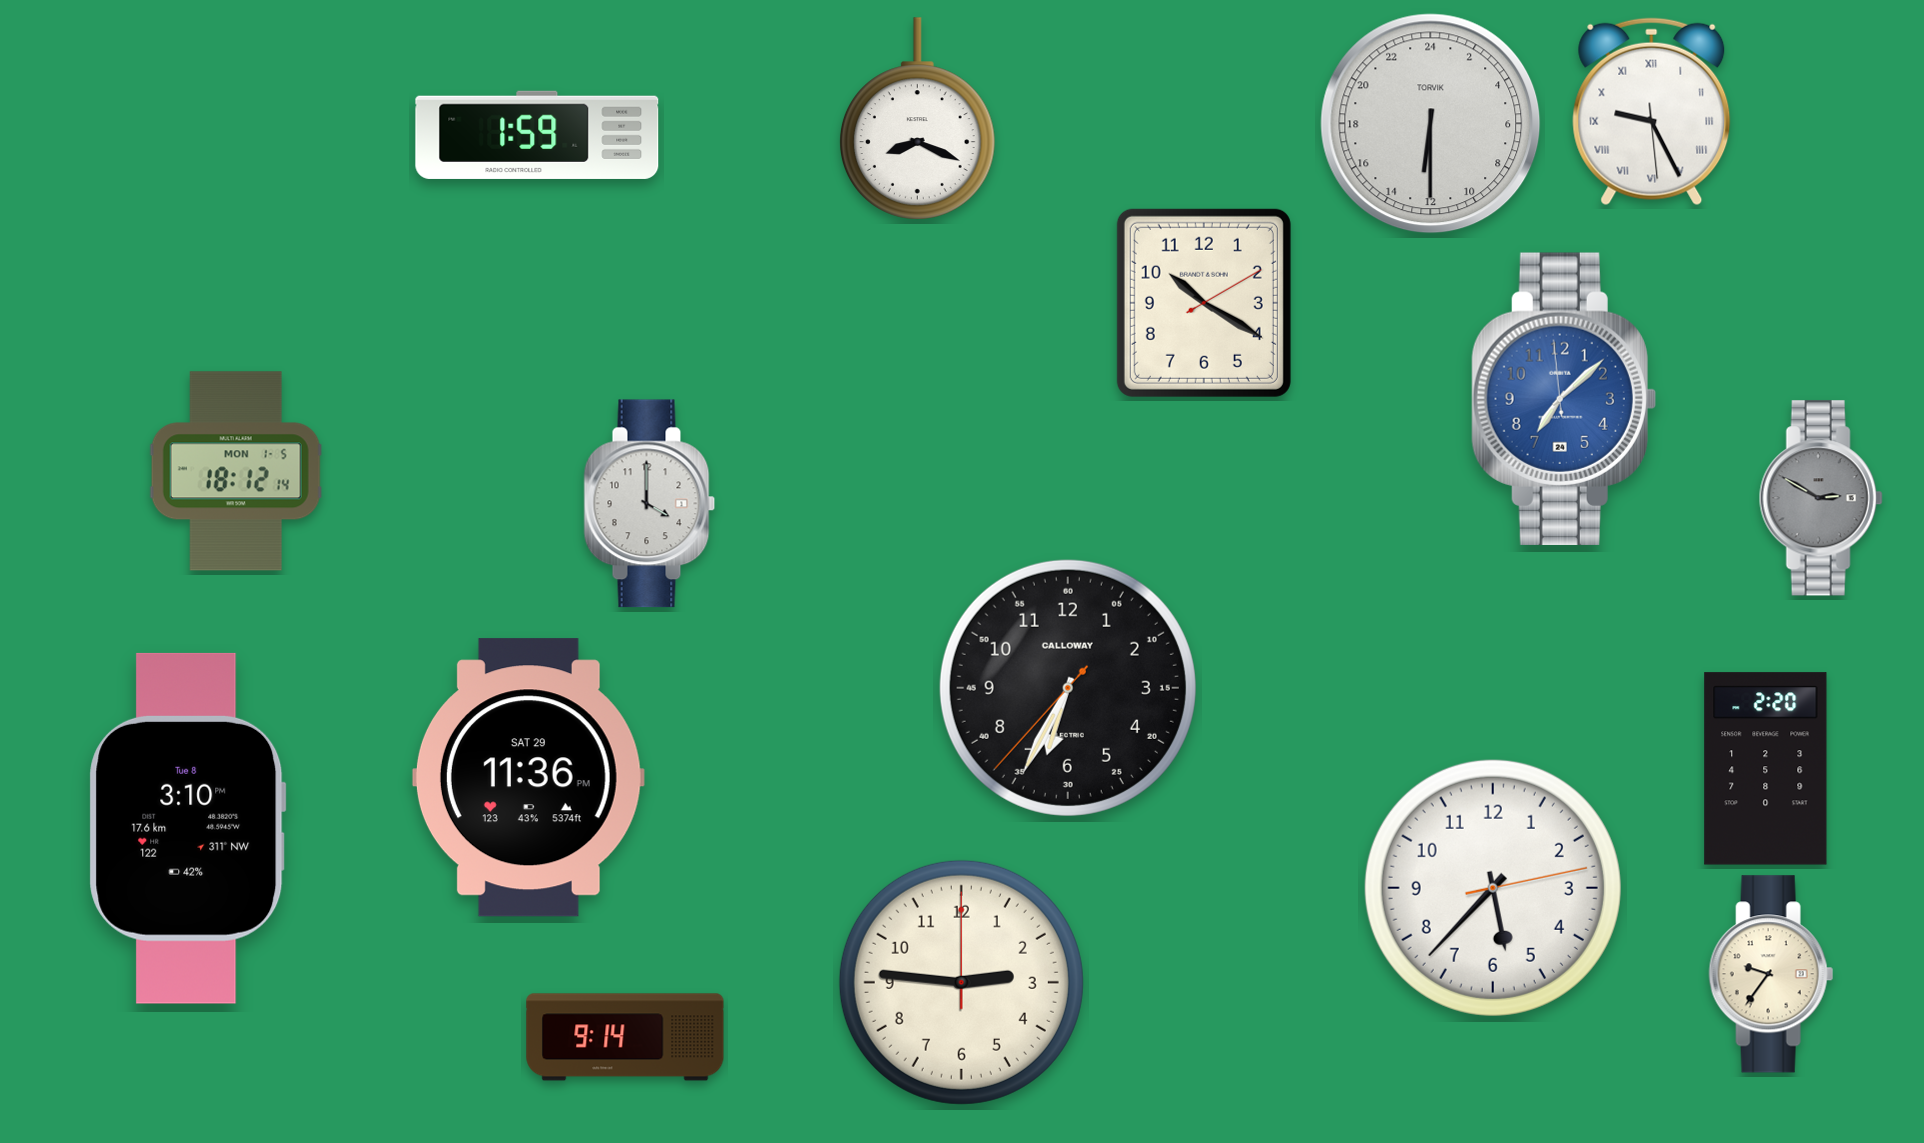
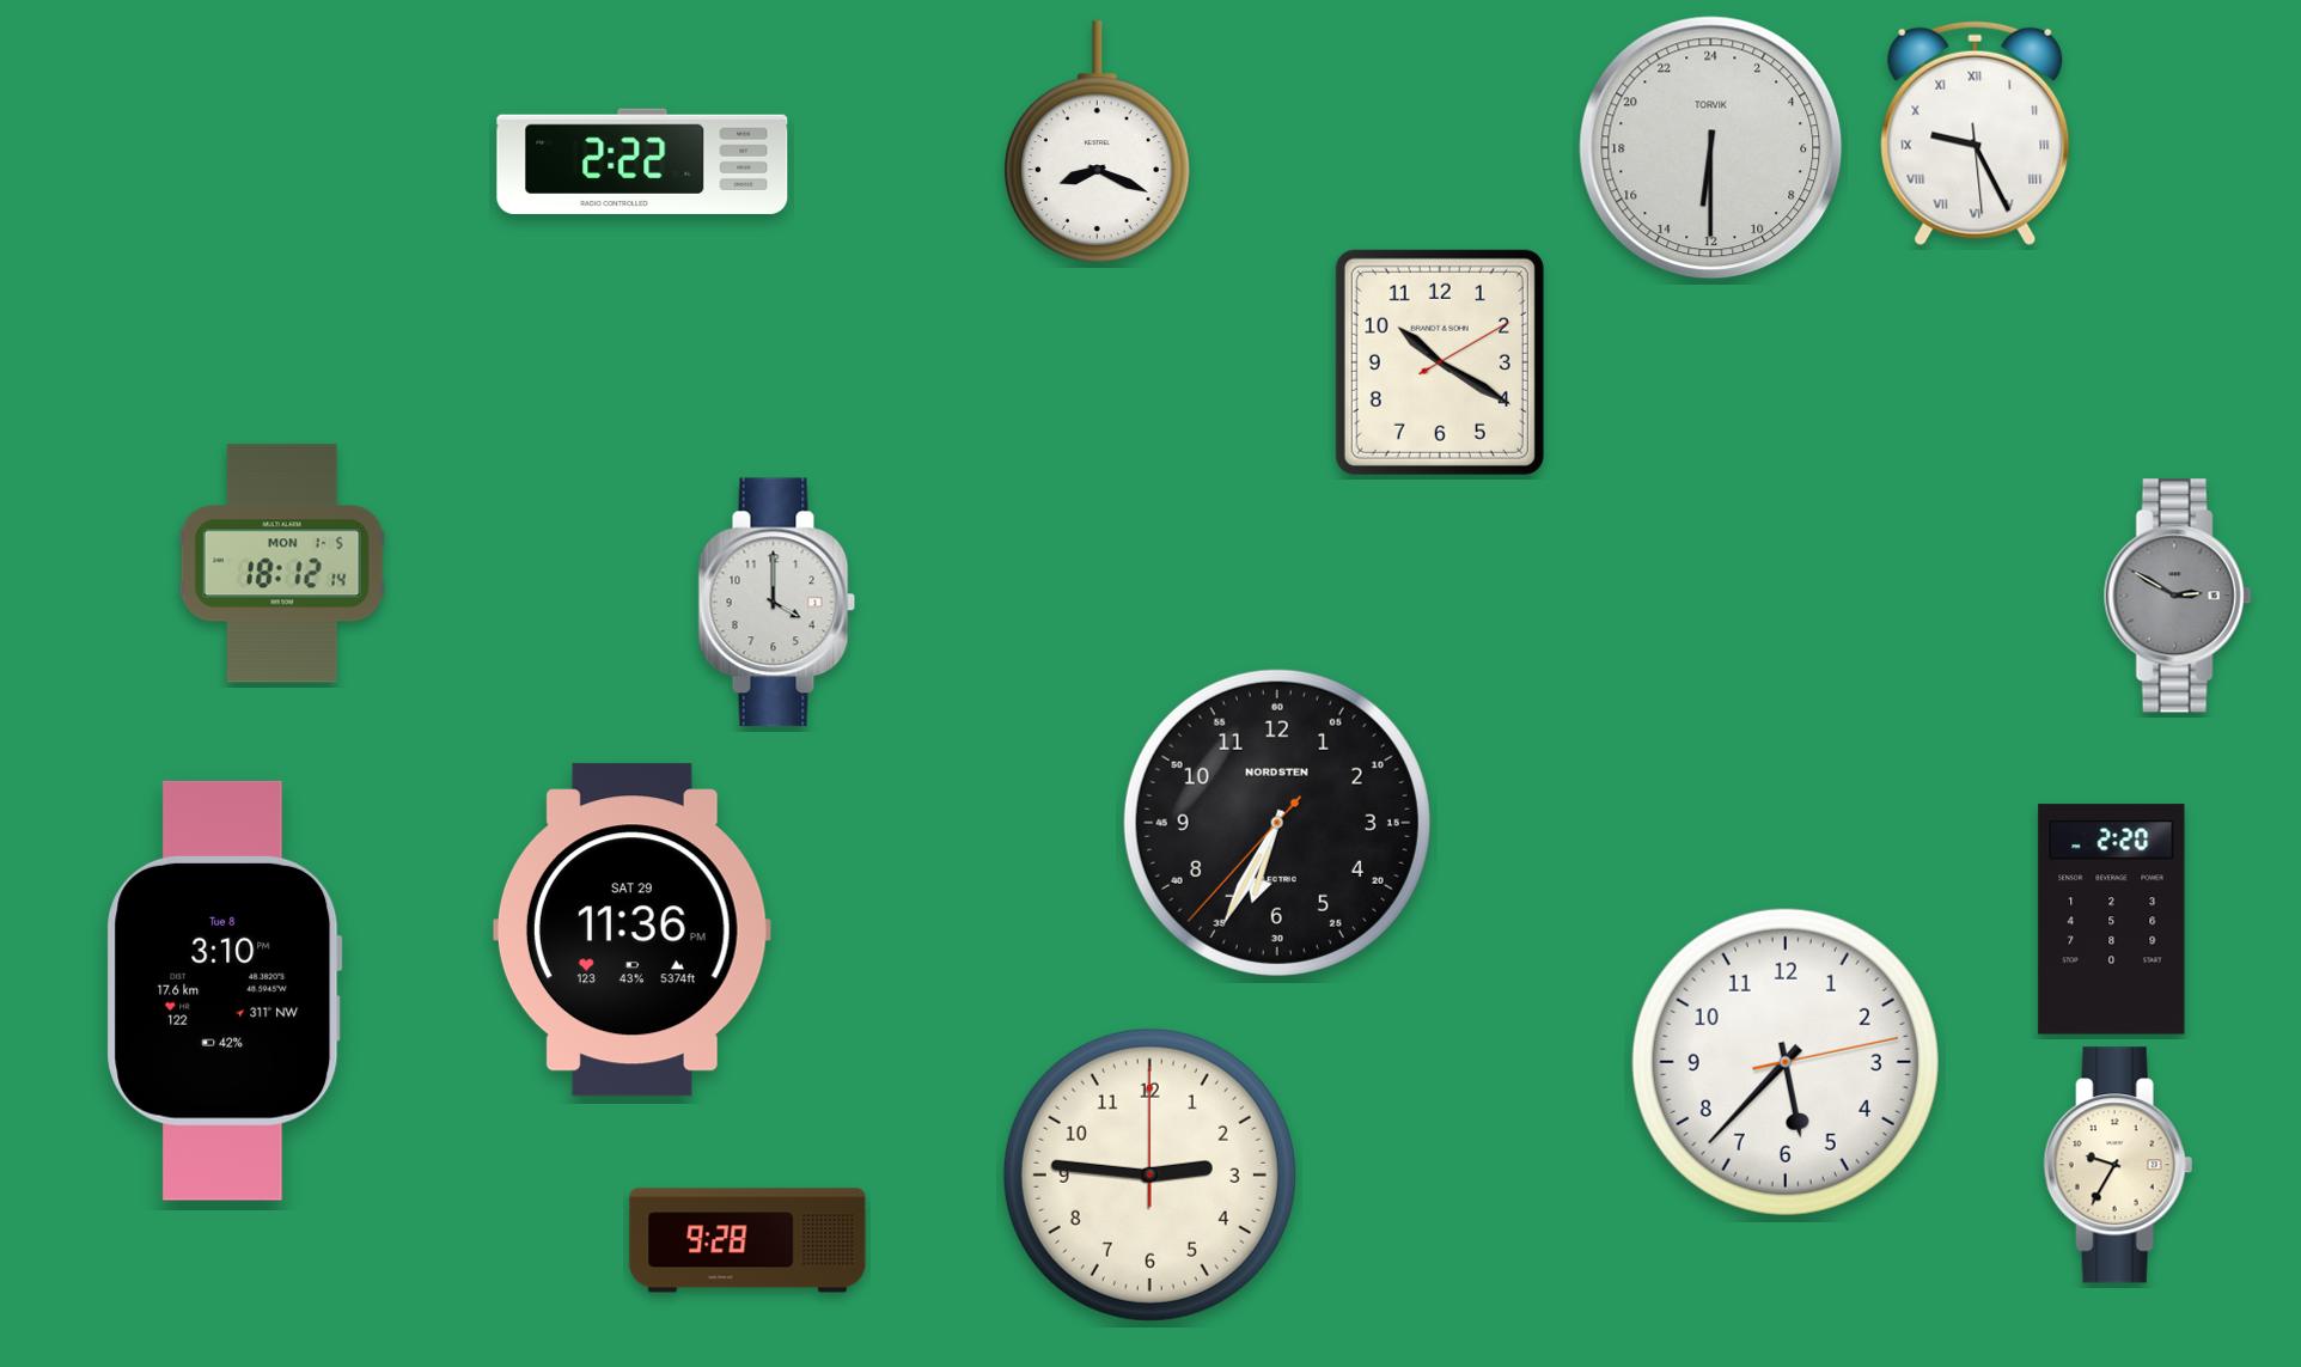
clock at (537, 135): 1:59 -> 2:22
clock at (1564, 399): 7:07 -> none
clock at (1068, 688) brand: CALLOWAY -> NORDSTEN
clock at (1771, 974): 9:36 -> 9:35
clock at (625, 1037): 9:14 -> 9:28
